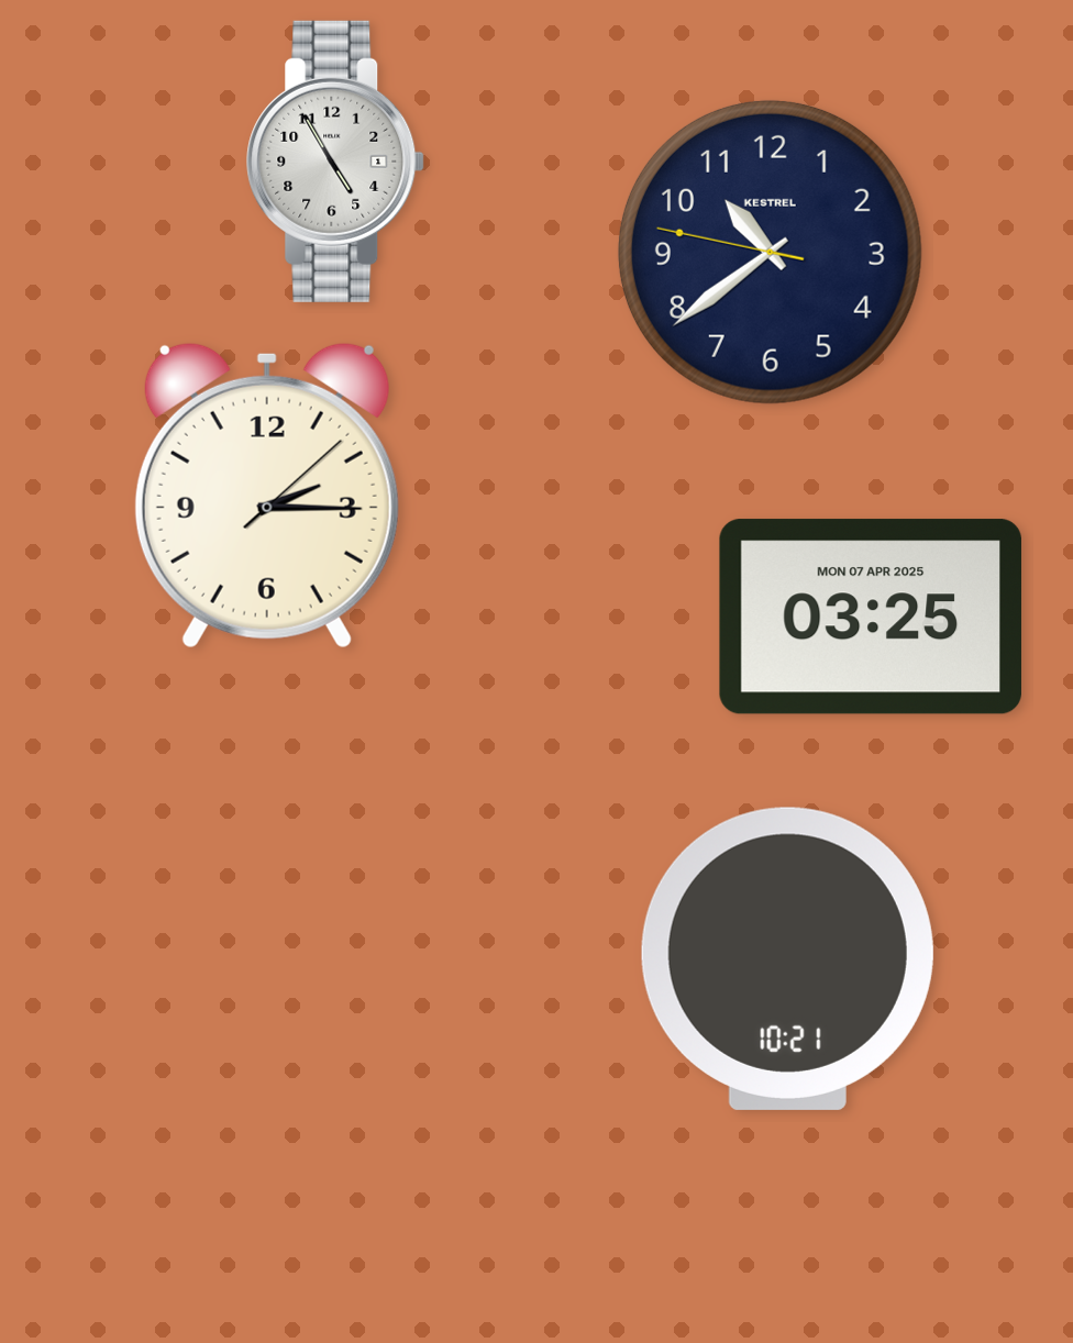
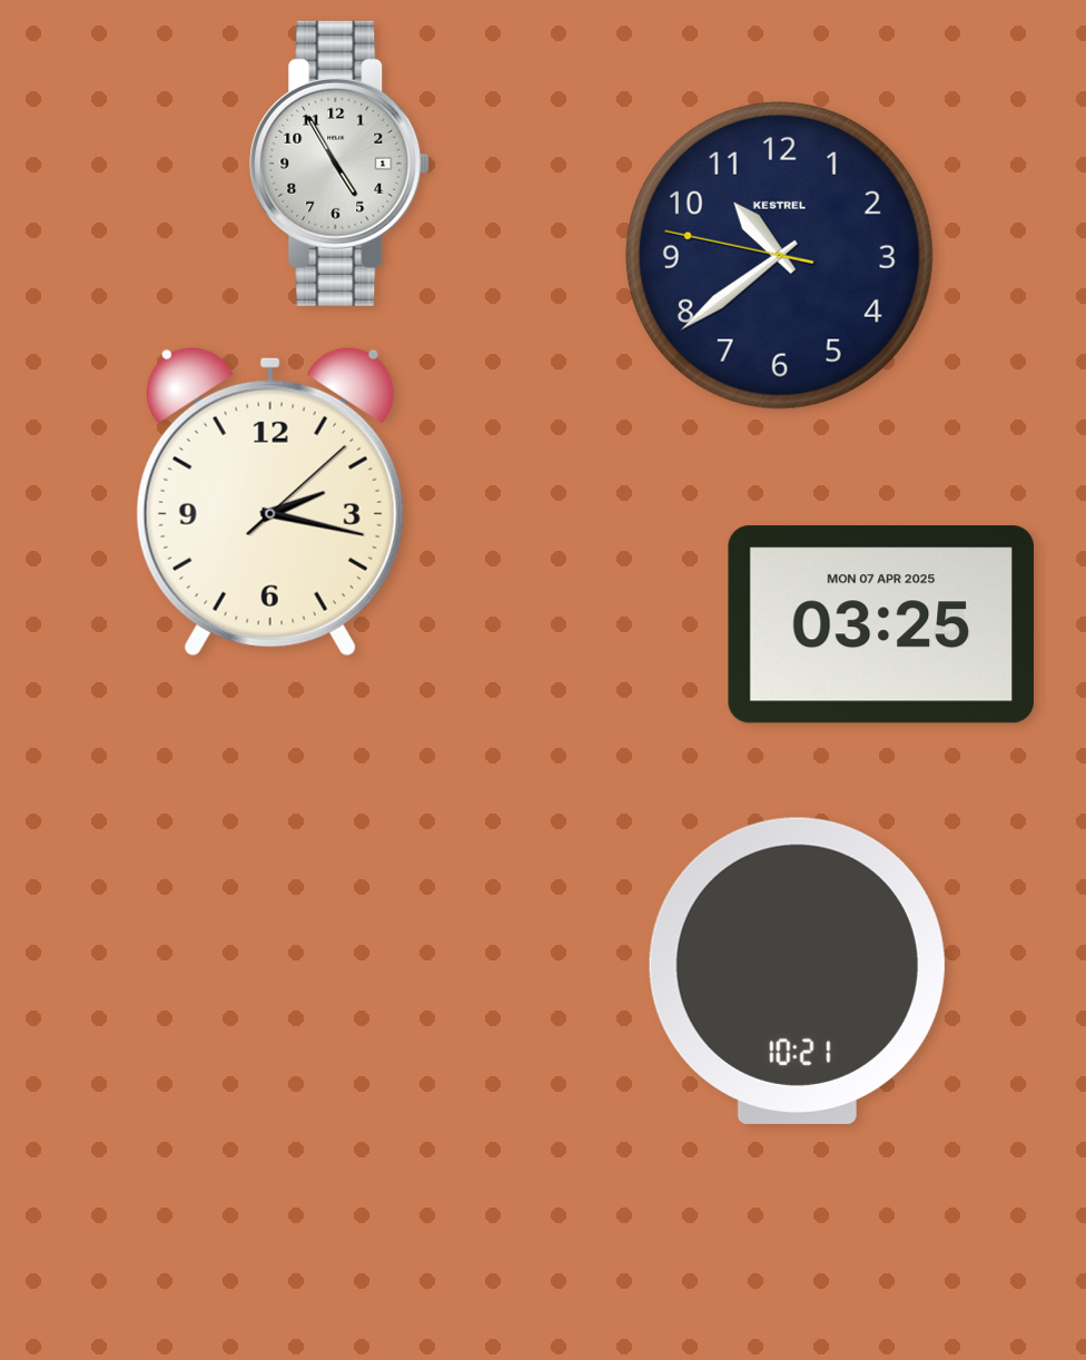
clock at (267, 496): 2:15 -> 2:17
